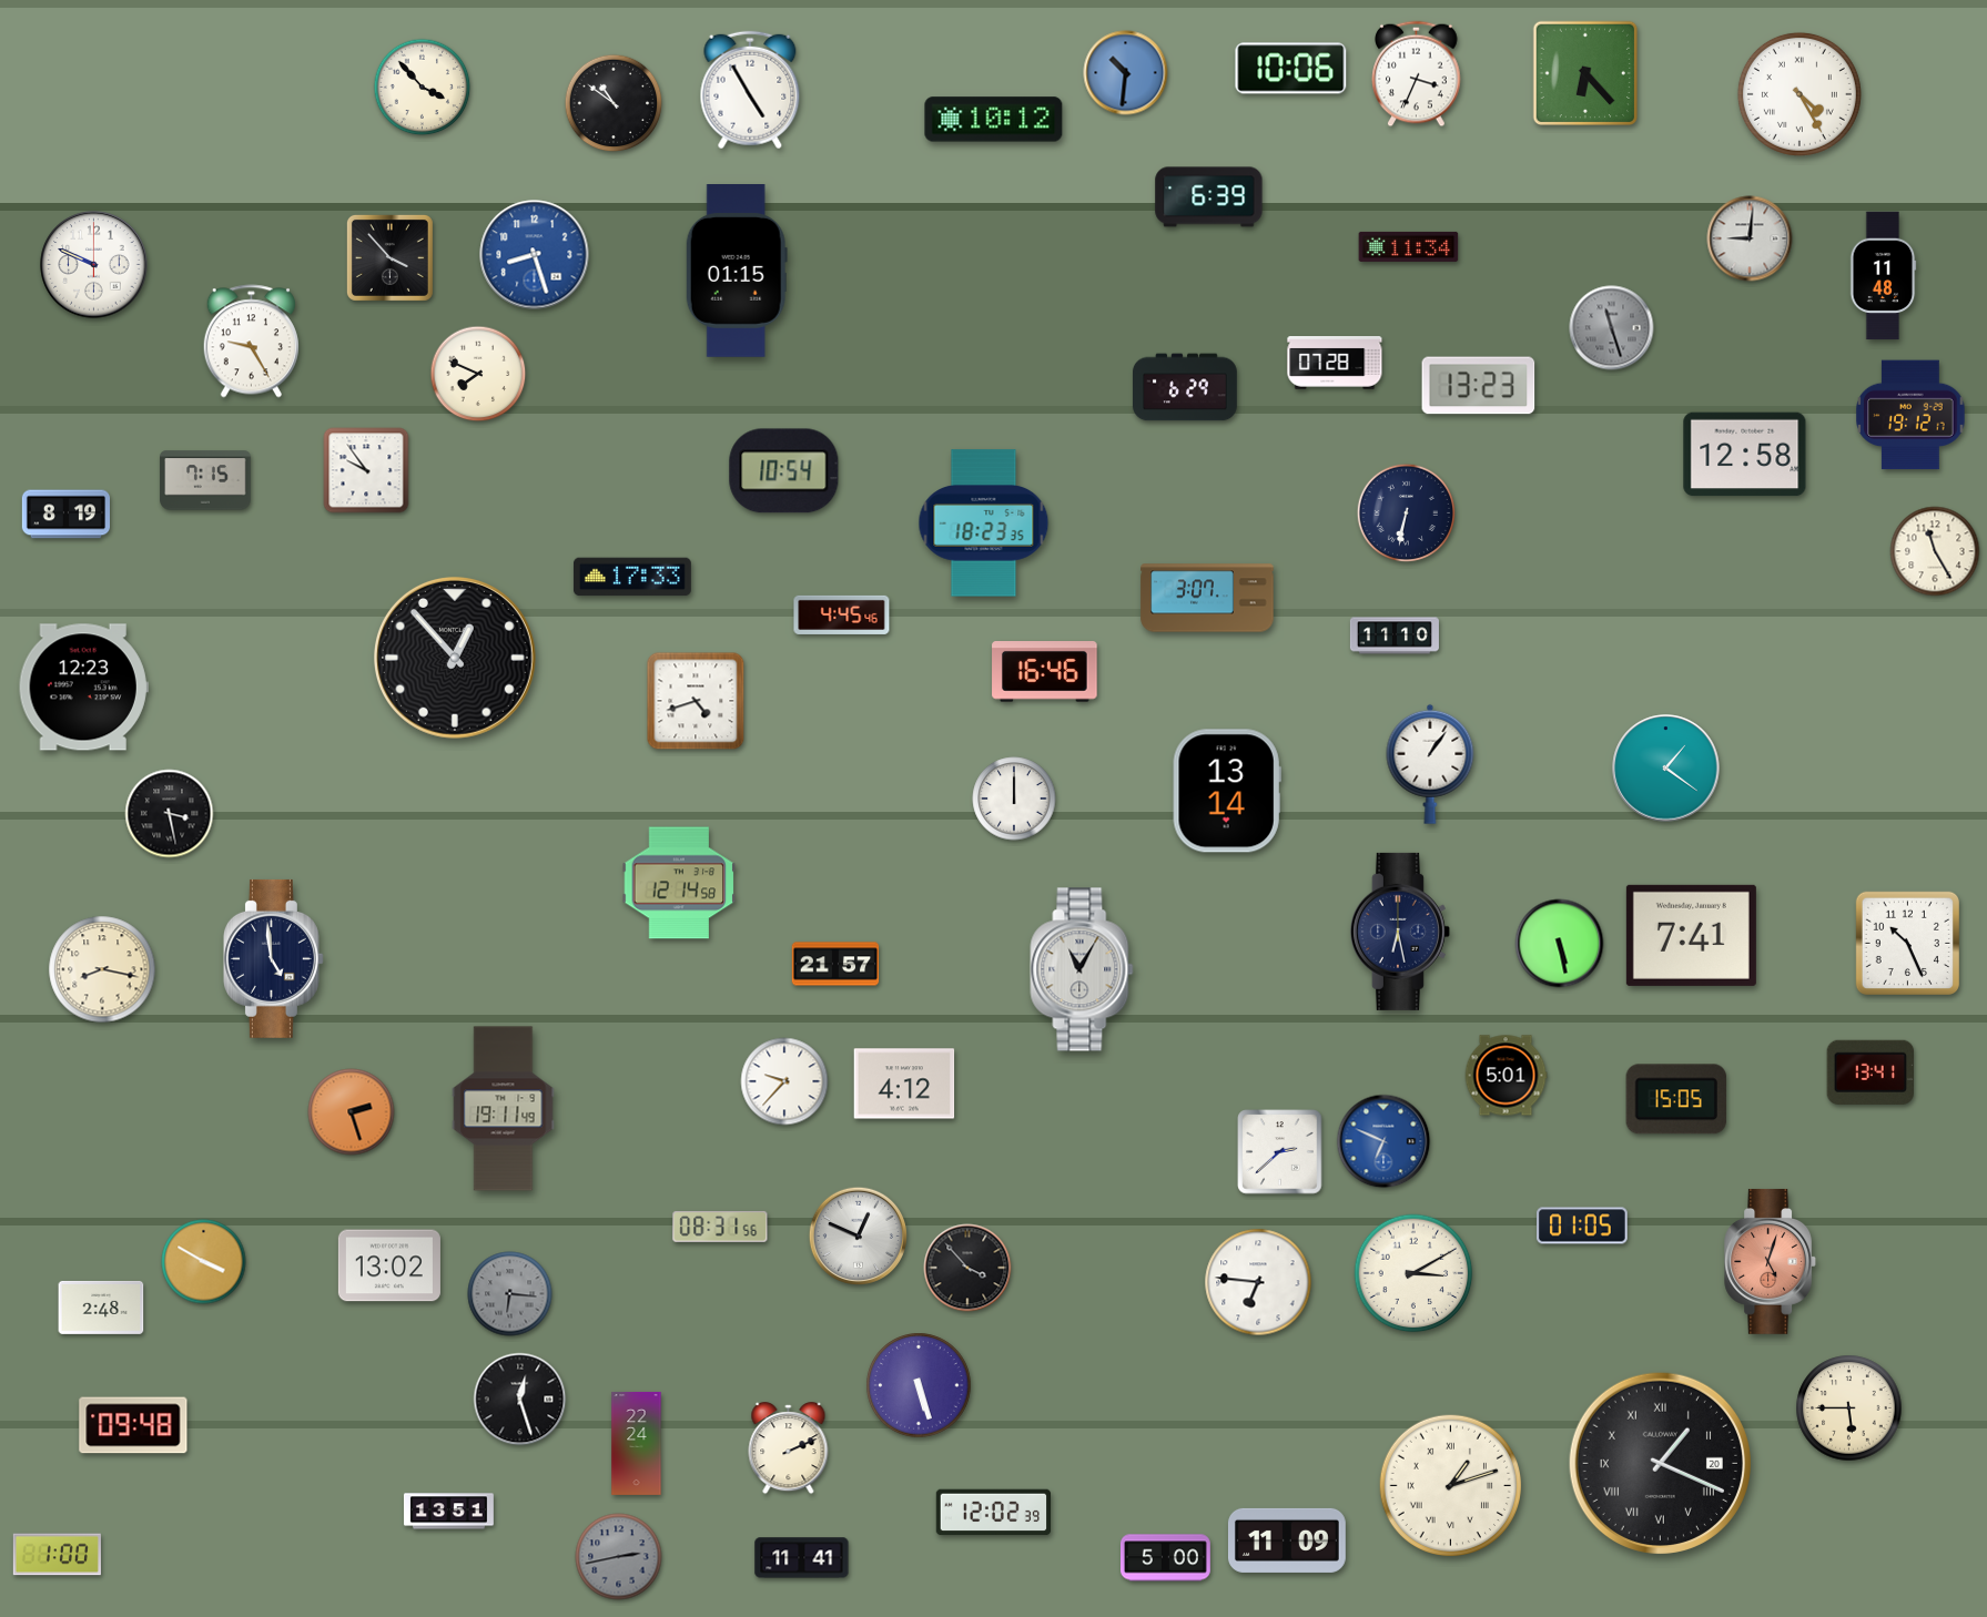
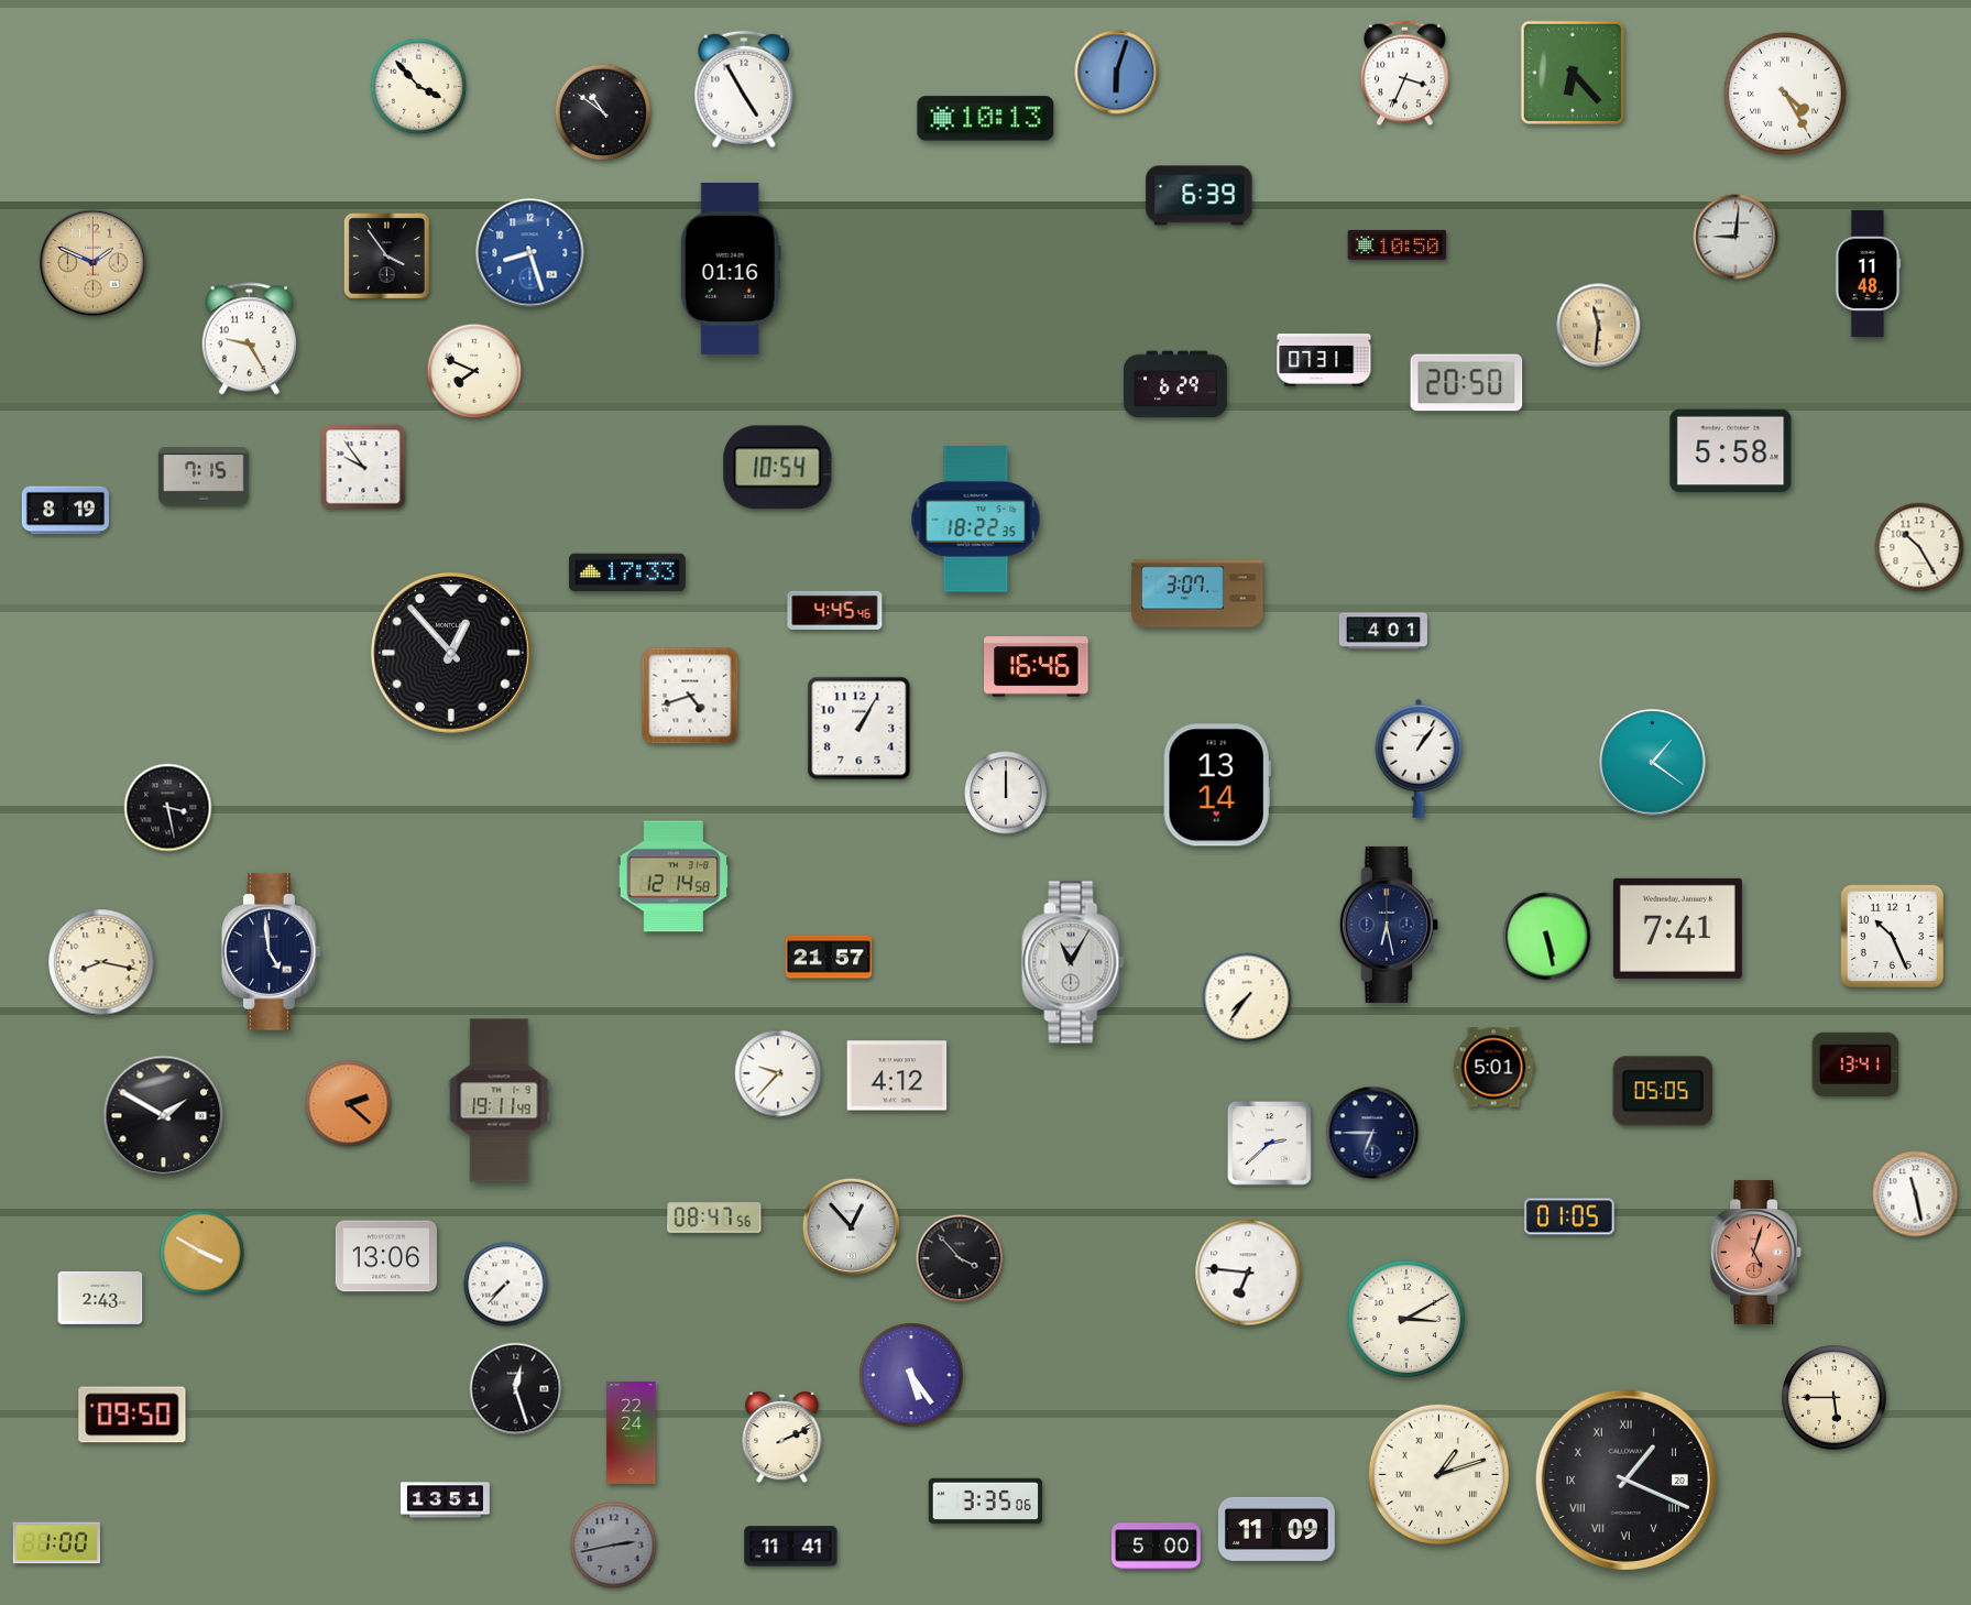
clock at (1291, 69): 10:06 -> none
clock at (1126, 73): 10:31 -> 6:03
clock at (614, 103) position: (614, 103) -> (603, 112)
clock at (994, 120): 10:12 -> 10:13
clock at (1409, 246): 11:34 -> 10:50
clock at (389, 257): 3:53 -> 3:54
clock at (94, 265): 9:49 -> 1:49
clock at (94, 265) dial: white -> champagne
clock at (737, 272): 01:15 -> 01:16
clock at (1612, 328): 11:27 -> 11:31
clock at (1612, 328) dial: grey -> champagne
clock at (1335, 363): 07:28 -> 07:31
clock at (1479, 386): 13:23 -> 20:50
clock at (1910, 415): 19:12 -> none
clock at (1745, 455): 12:58 -> 5:58
clock at (1407, 513): 6:32 -> none
clock at (984, 523): 18:23 -> 18:22
clock at (1935, 551): 11:25 -> 10:25
clock at (1395, 635): 11:10 -> 4:01
clock at (83, 688): 12:23 -> none
clock at (859, 729): none -> 1:05
clock at (1247, 997): none -> 7:36
clock at (1676, 1099): 15:05 -> 05:05
clock at (352, 1112): 2:27 -> 2:22
clock at (164, 1116): none -> 1:50
clock at (1383, 1141): 6:49 -> 6:45
clock at (1383, 1141) dial: blue -> navy
clock at (1916, 1194): none -> 11:28
clock at (720, 1227): 08:31 -> 08:47
clock at (858, 1235): 12:49 -> 12:53
clock at (389, 1265): 13:02 -> 13:06
clock at (1413, 1273) position: (1413, 1273) -> (1406, 1319)
clock at (510, 1294): 6:16 -> 7:37
clock at (510, 1294) dial: grey -> white
clock at (101, 1308): 2:48 -> 2:43
clock at (919, 1385): 5:27 -> 5:24
clock at (133, 1425): 09:48 -> 09:50
clock at (1660, 1463) position: (1660, 1463) -> (1625, 1480)
clock at (994, 1513): 12:02 -> 3:35
clock at (802, 1558) position: (802, 1558) -> (791, 1547)
